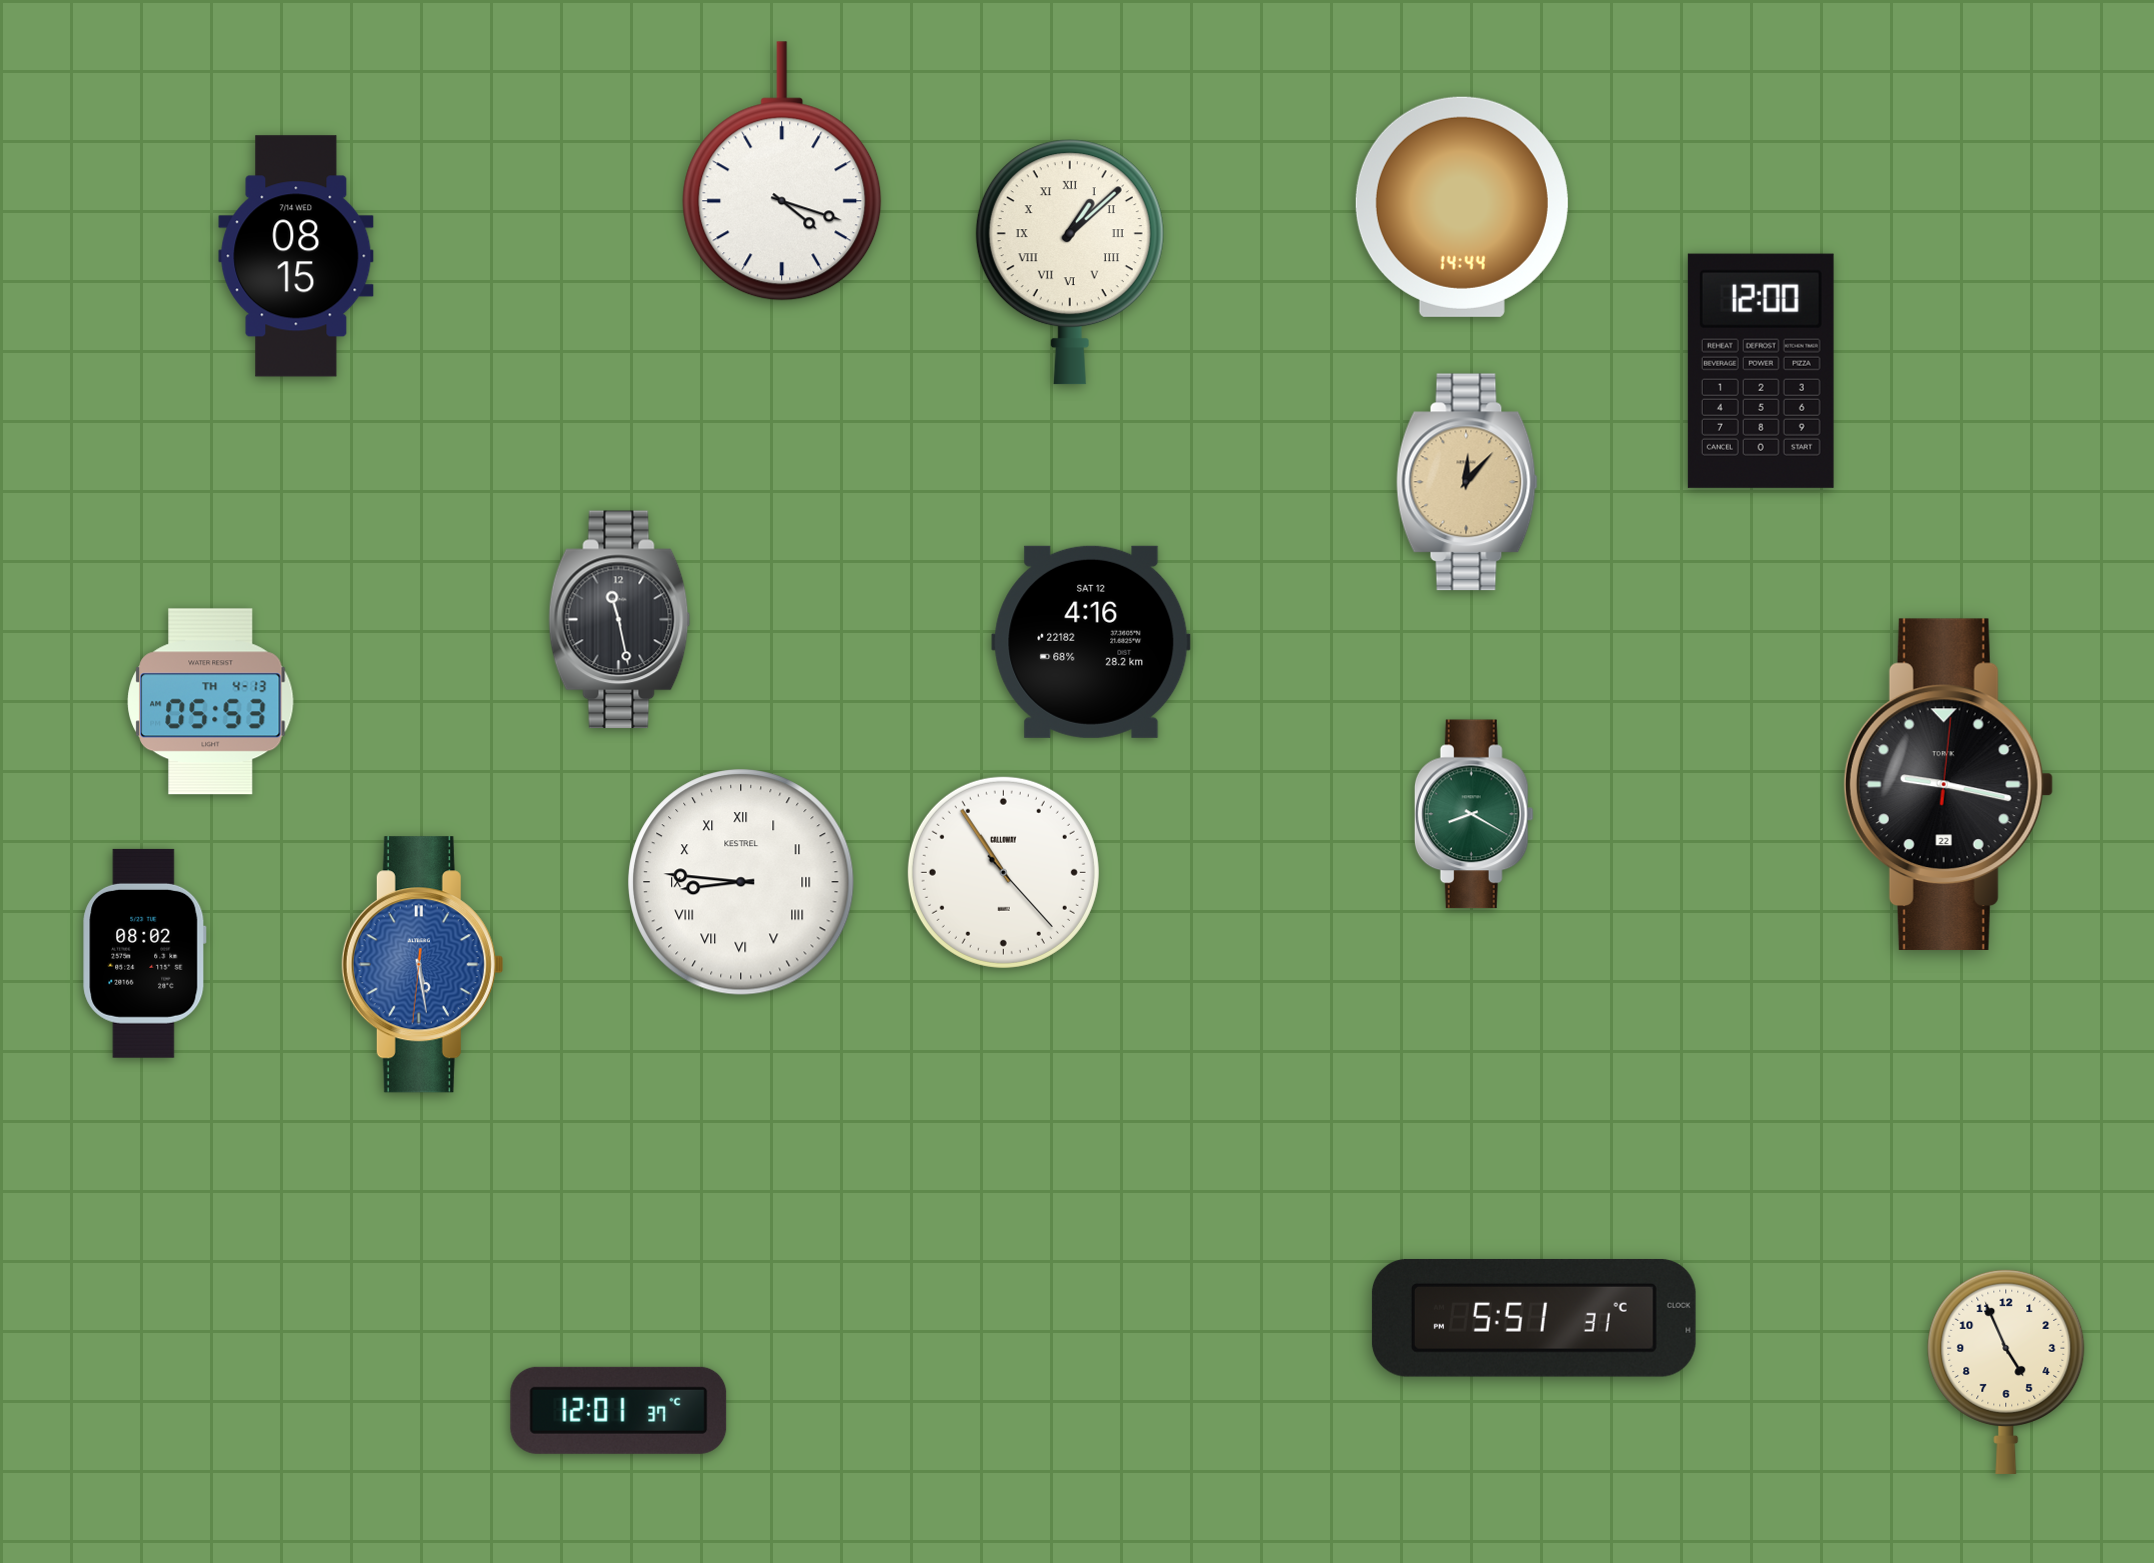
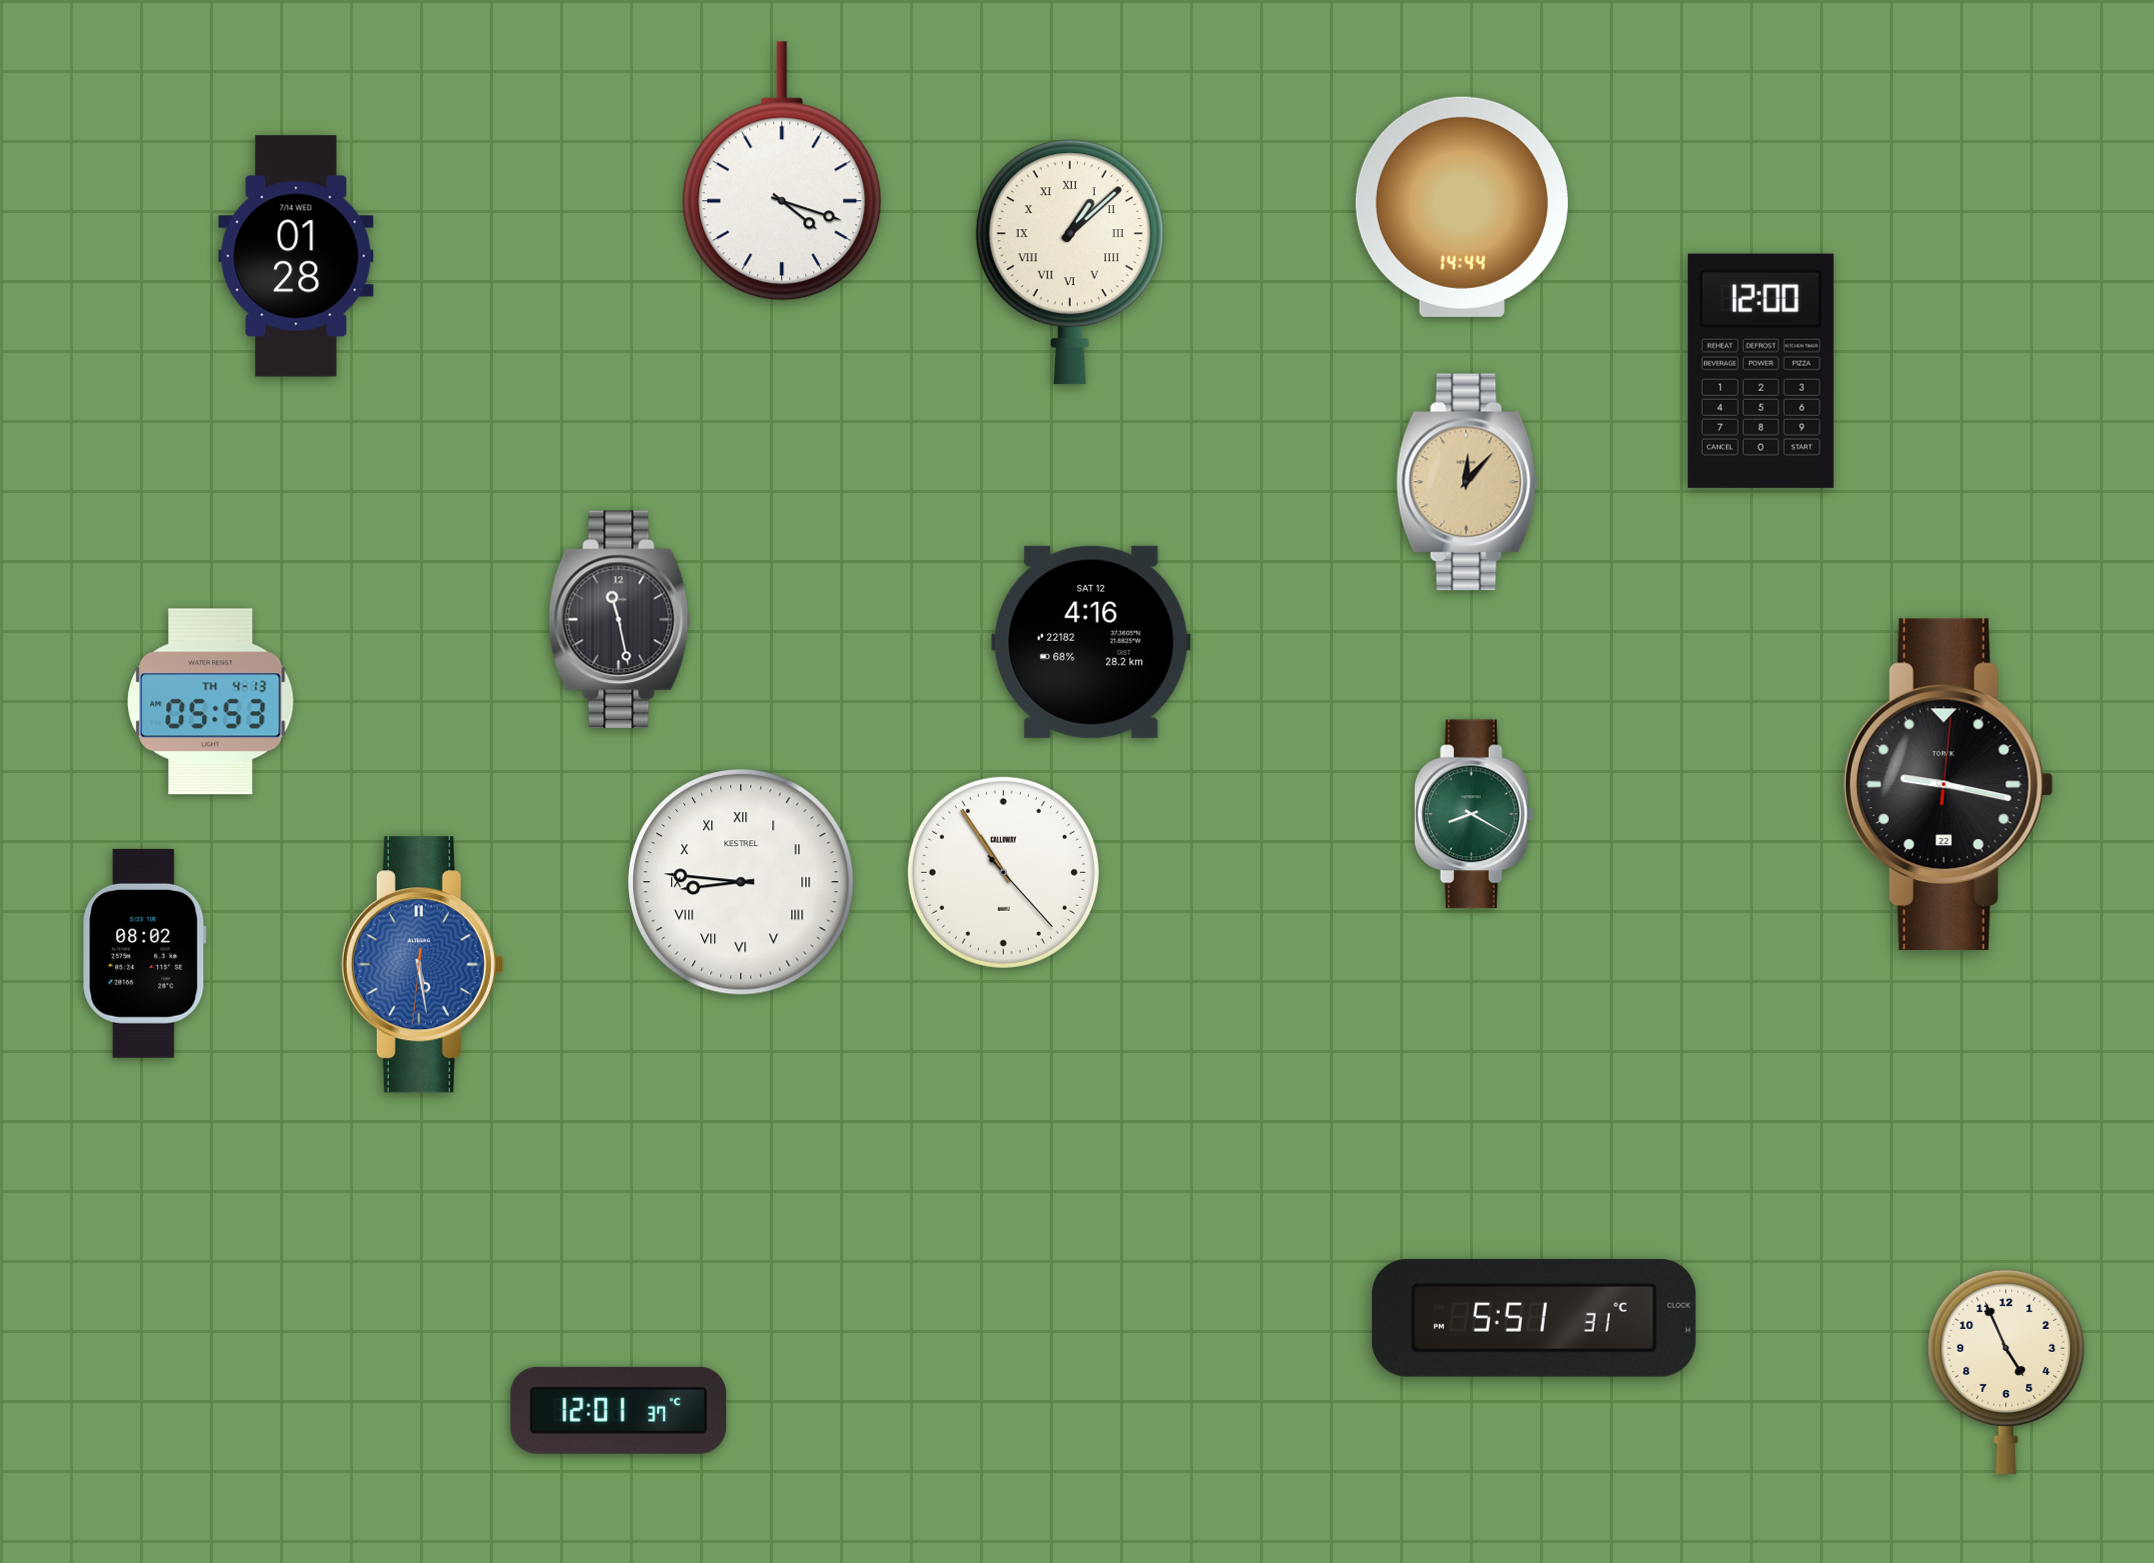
clock at (296, 256): 08:15 -> 01:28
